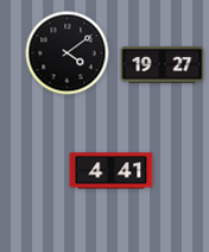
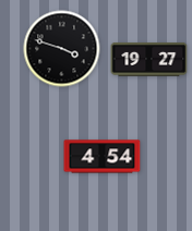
clock at (68, 53): 4:09 -> 3:48
clock at (112, 171): 4:41 -> 4:54
